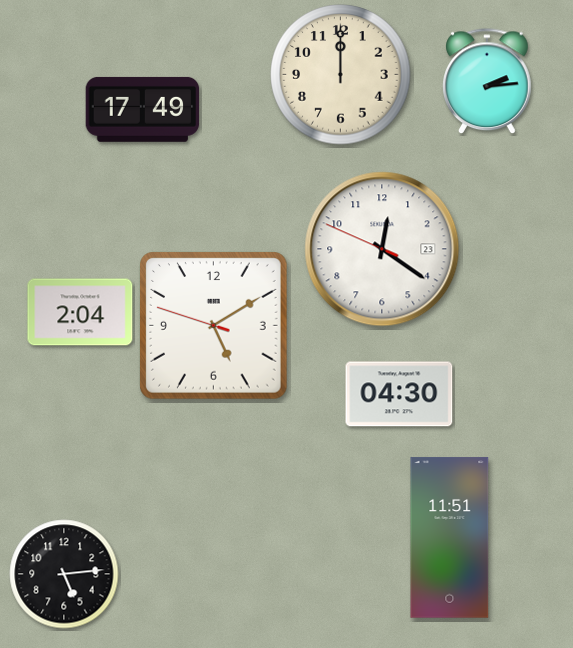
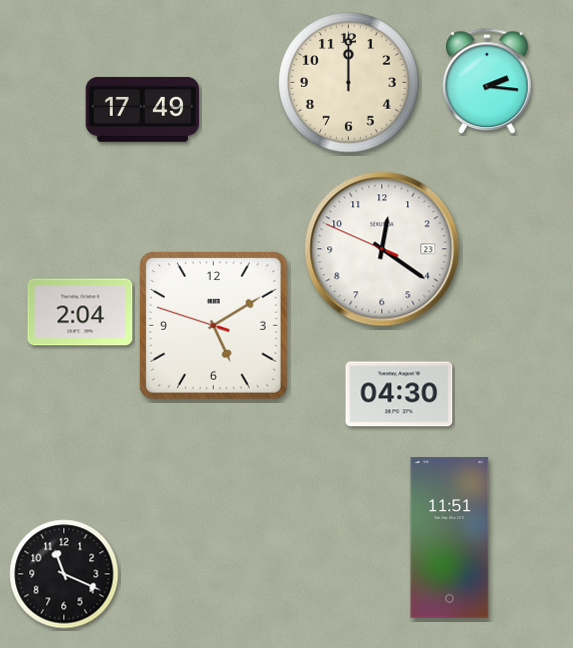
clock at (341, 75) position: (341, 75) -> (349, 83)
clock at (487, 82): 2:14 -> 2:16
clock at (64, 574): 5:14 -> 11:19
